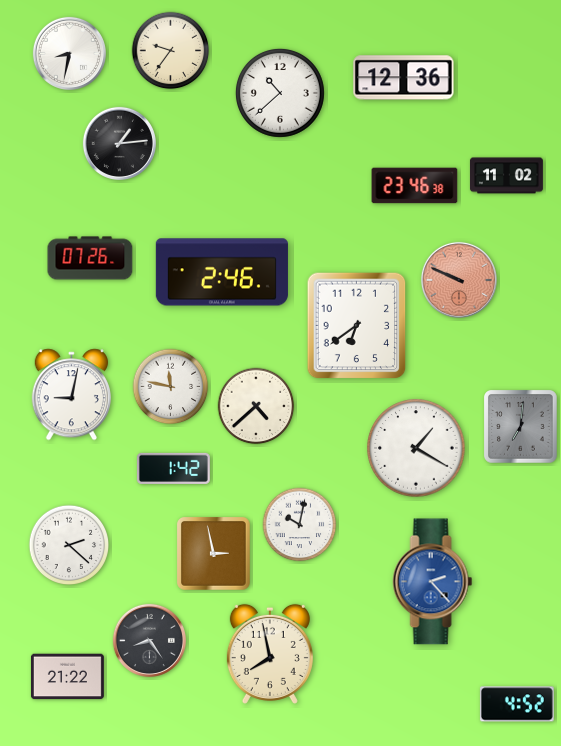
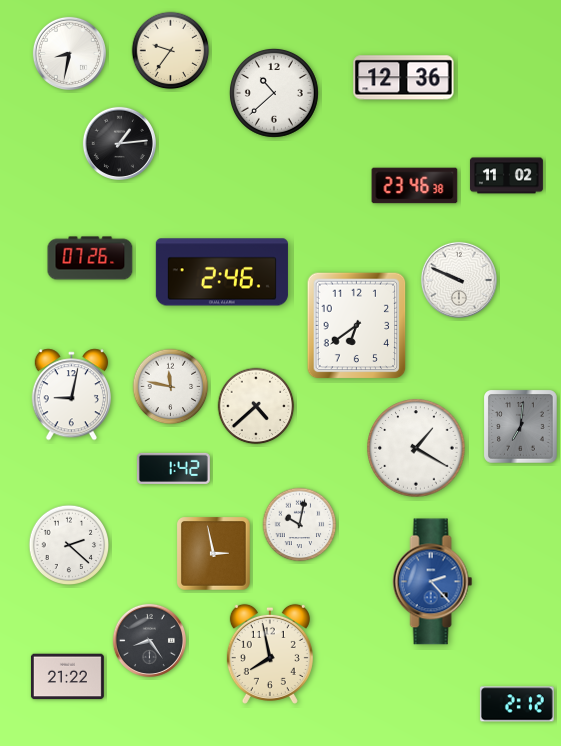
clock at (280, 93) position: (280, 93) -> (274, 93)
clock at (459, 280) dial: salmon -> white
clock at (517, 704): 4:52 -> 2:12
